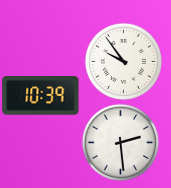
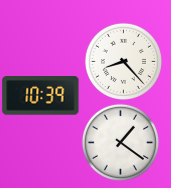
clock at (123, 61): 9:54 -> 8:23
clock at (120, 142): 2:29 -> 1:21
